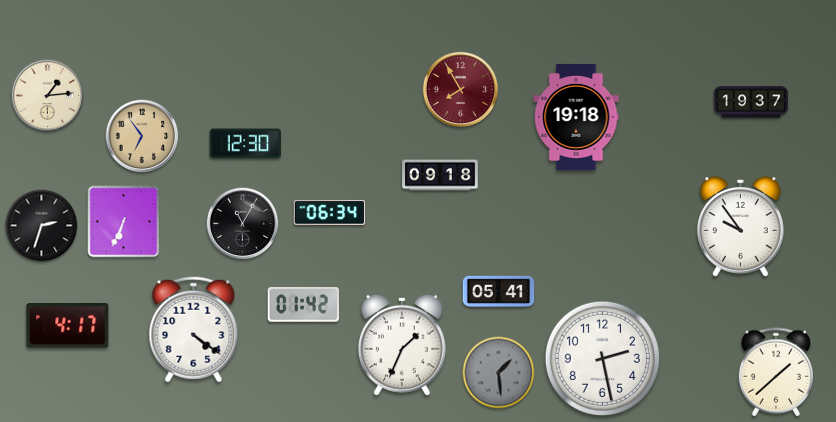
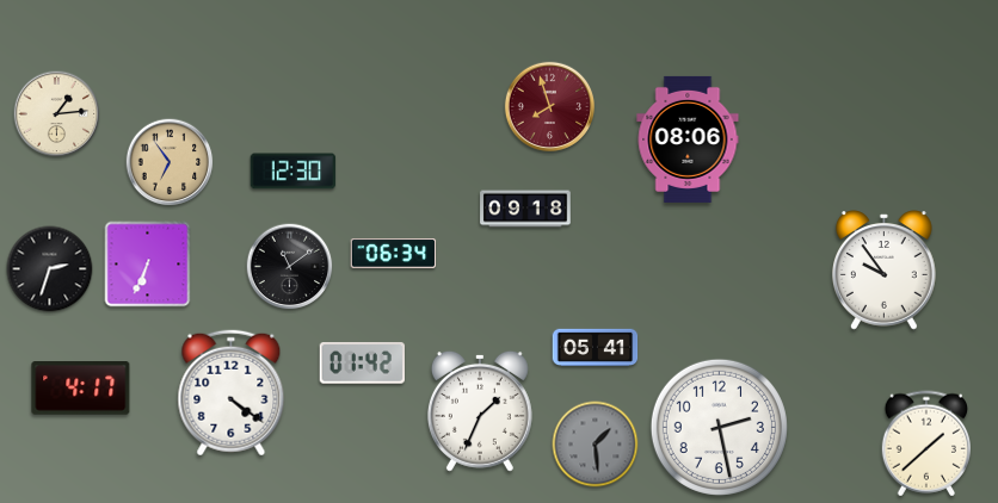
clock at (460, 89): 7:55 -> 7:57
clock at (751, 102): 19:37 -> none
clock at (576, 117): 19:18 -> 08:06
clock at (243, 224): 11:05 -> 11:09
